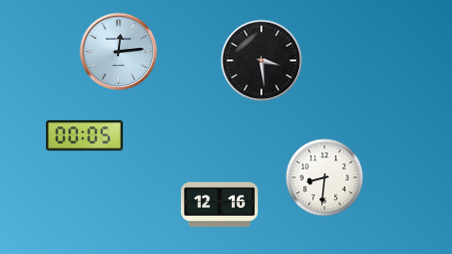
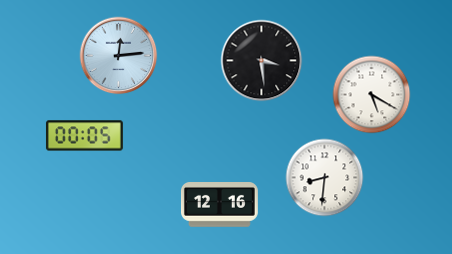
clock at (118, 51) position: (118, 51) -> (118, 55)
clock at (371, 94): none -> 5:20
